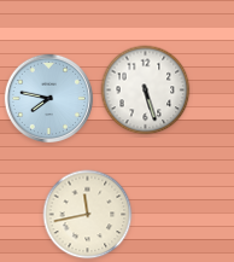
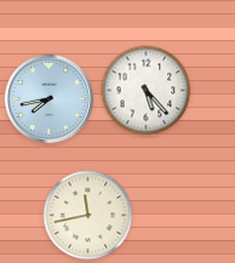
clock at (146, 91): 5:27 -> 5:23
clock at (48, 98): 7:47 -> 7:43
